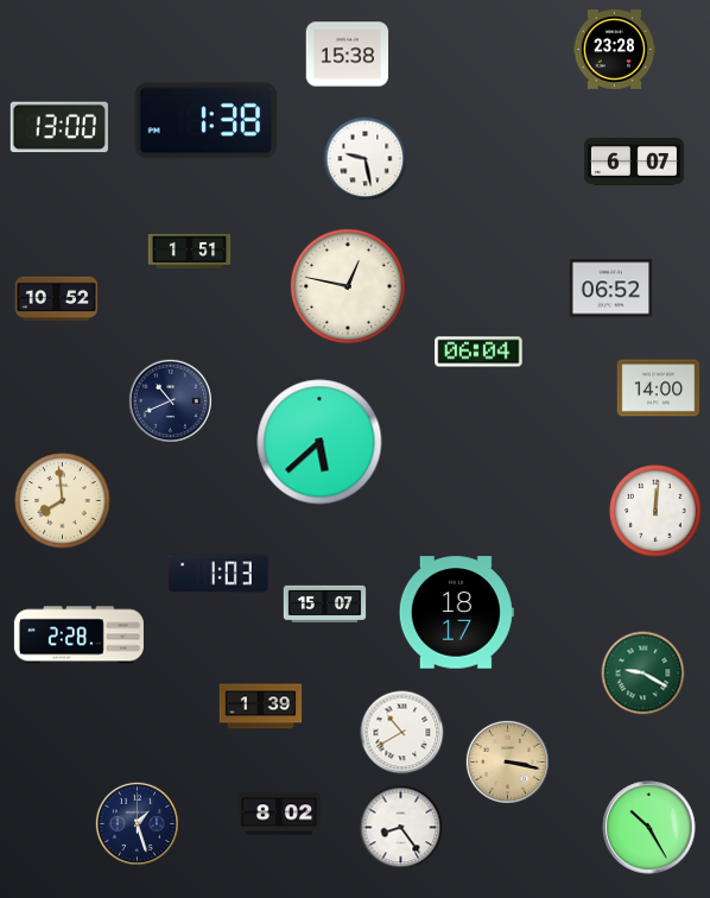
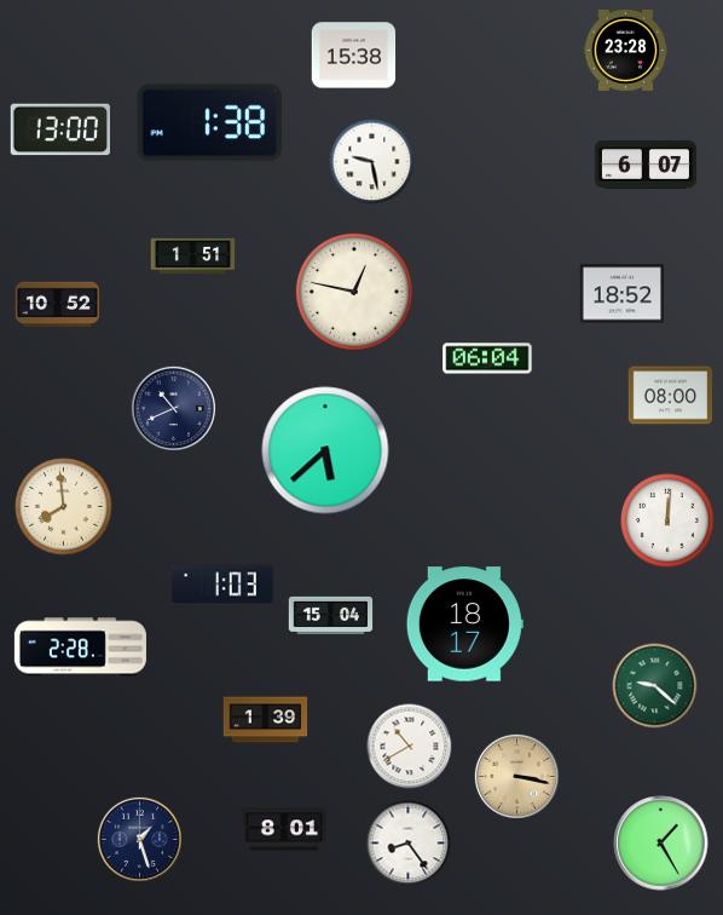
clock at (611, 289): 06:52 -> 18:52
clock at (659, 388): 14:00 -> 08:00
clock at (63, 501) position: (63, 501) -> (64, 507)
clock at (325, 603): 15:07 -> 15:04
clock at (644, 673): 9:20 -> 9:22
clock at (279, 814): 8:02 -> 8:01
clock at (649, 828): 10:25 -> 1:25
